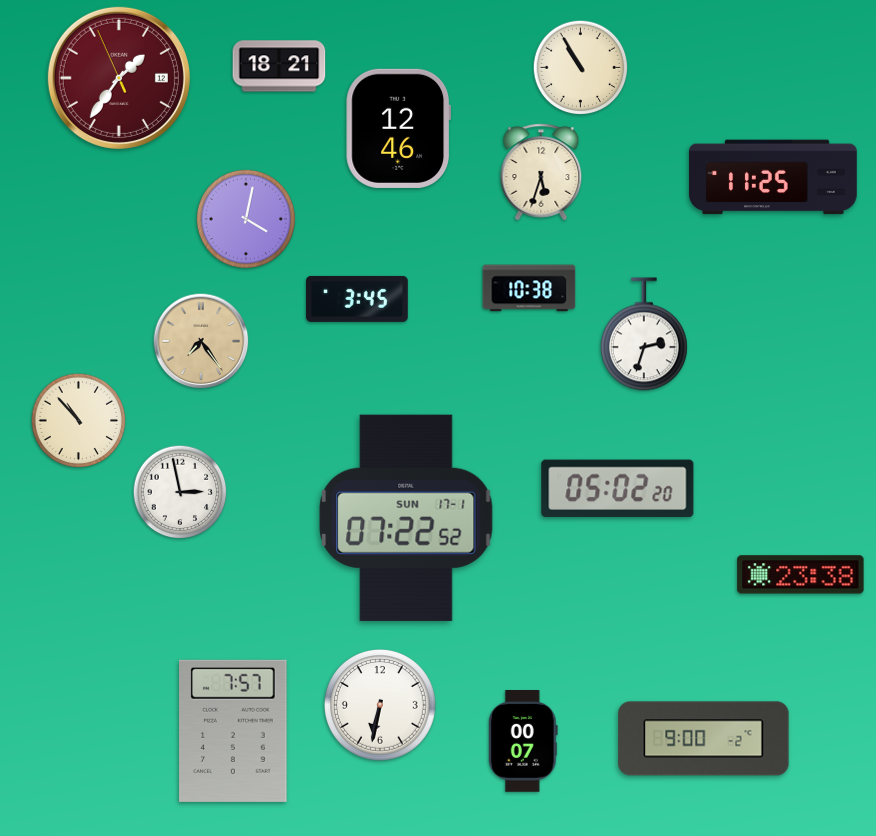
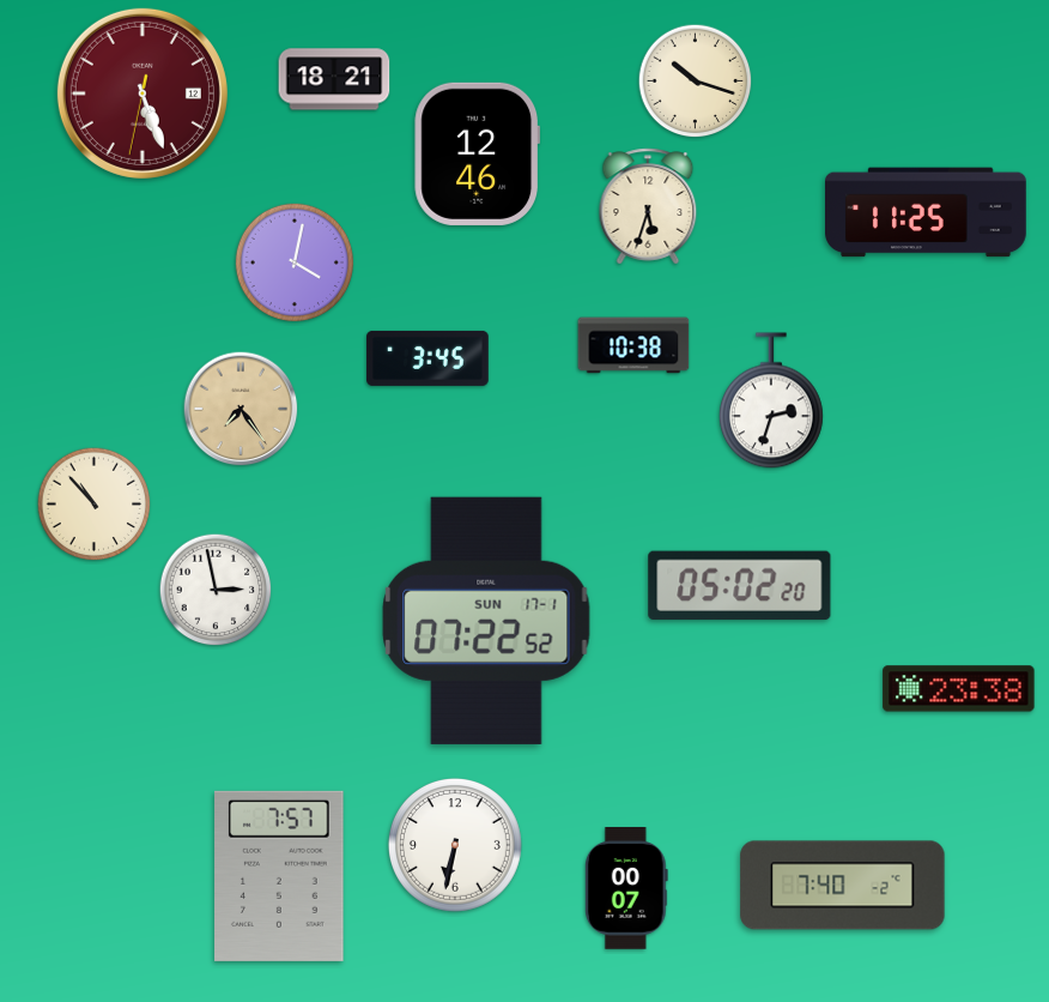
clock at (581, 68): 10:55 -> 10:18
clock at (119, 78): 1:35 -> 5:26
clock at (704, 739): 9:00 -> 7:40
